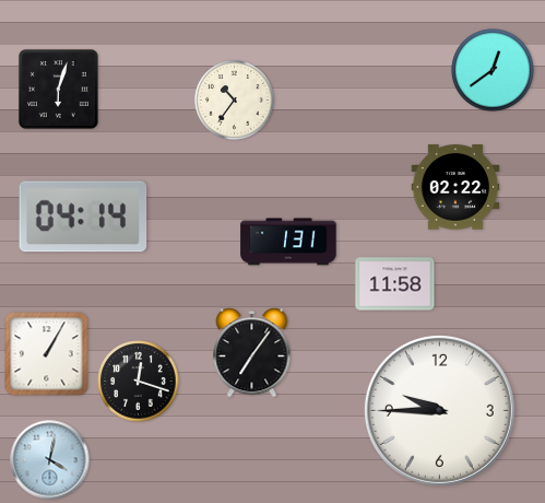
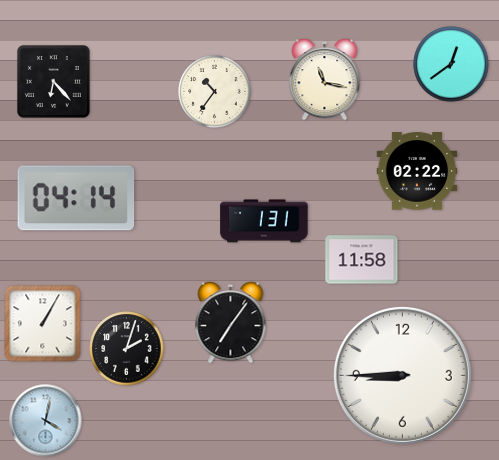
clock at (325, 80): none -> 11:17
clock at (58, 89): 6:03 -> 6:23
clock at (139, 382): 12:18 -> 2:03
clock at (439, 410): 9:45 -> 8:45
